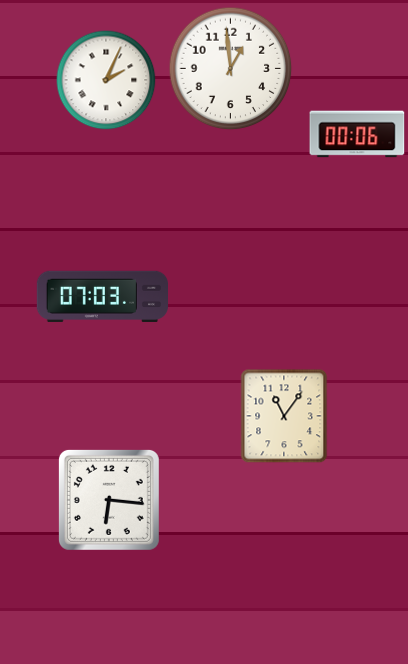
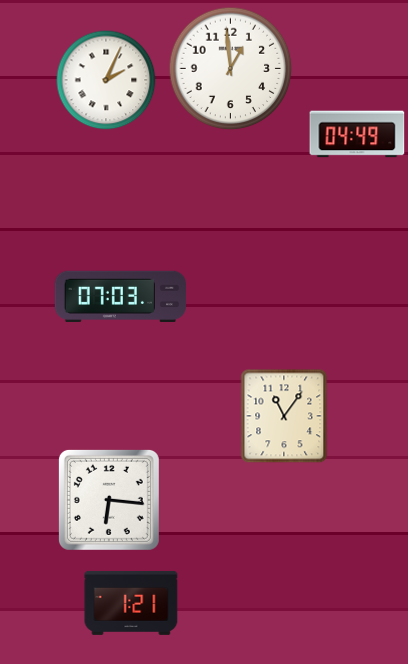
clock at (357, 134): 00:06 -> 04:49
clock at (102, 296) position: (102, 296) -> (120, 296)
clock at (131, 603): none -> 1:21
